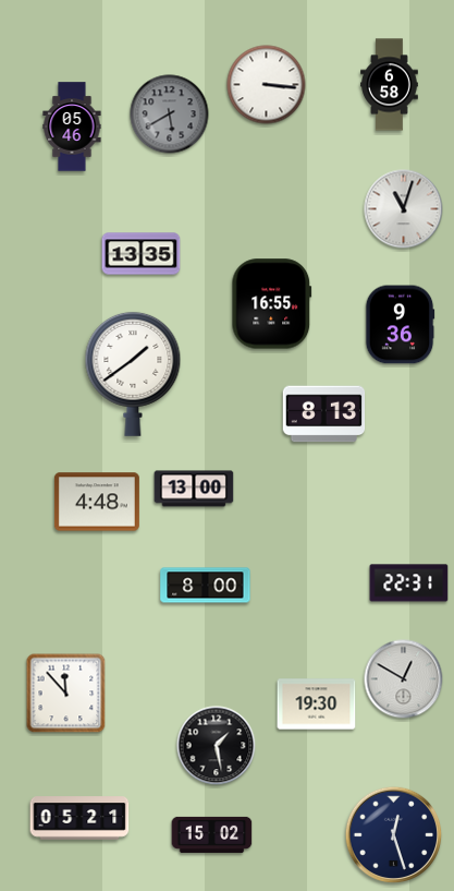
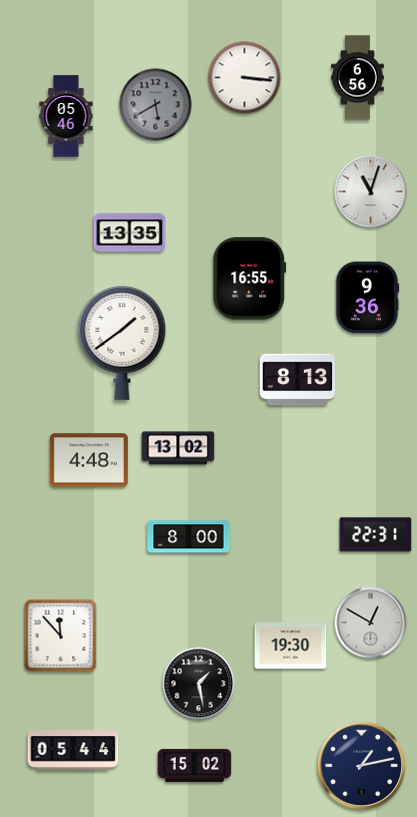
clock at (390, 85): 6:58 -> 6:56
clock at (194, 489): 13:00 -> 13:02
clock at (79, 818): 05:21 -> 05:44
clock at (394, 835): 12:27 -> 1:13
